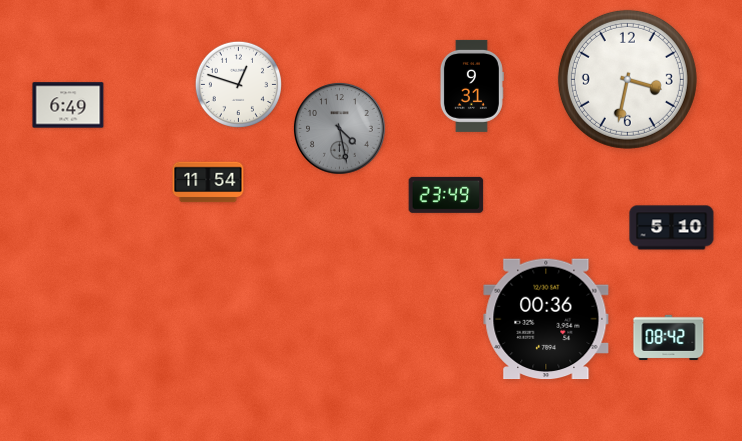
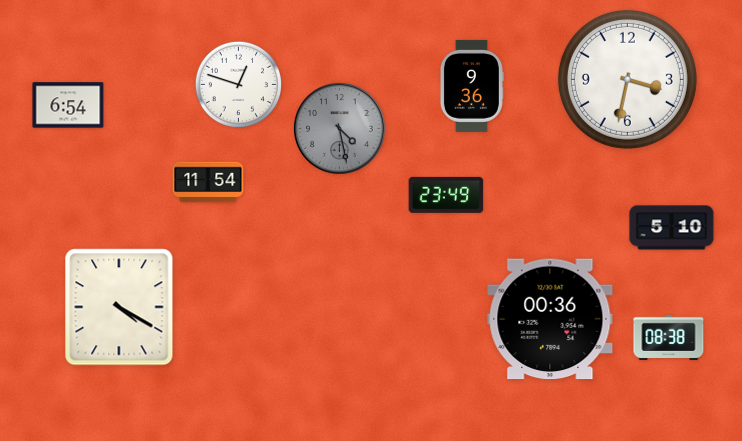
clock at (471, 86): 9:31 -> 9:36
clock at (68, 105): 6:49 -> 6:54
clock at (119, 307): none -> 4:20
clock at (546, 319) position: (546, 319) -> (550, 319)
clock at (669, 337): 08:42 -> 08:38
